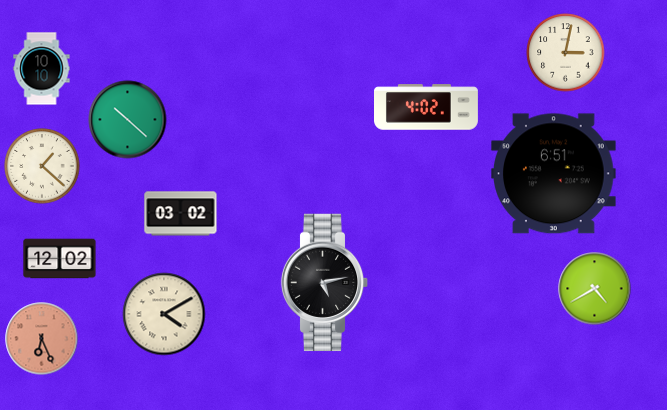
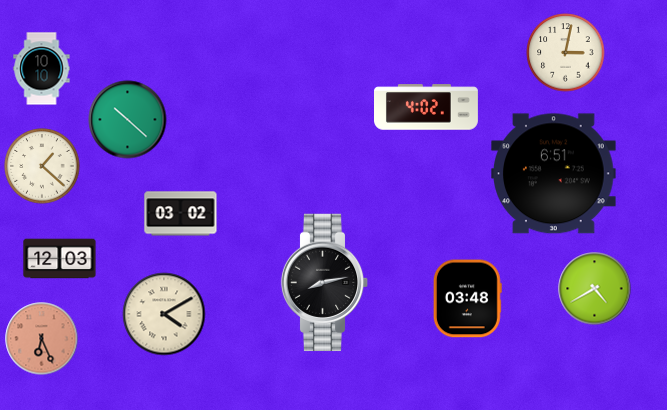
clock at (60, 259): 12:02 -> 12:03
clock at (325, 283): 5:13 -> 8:13
clock at (467, 299): none -> 03:48
